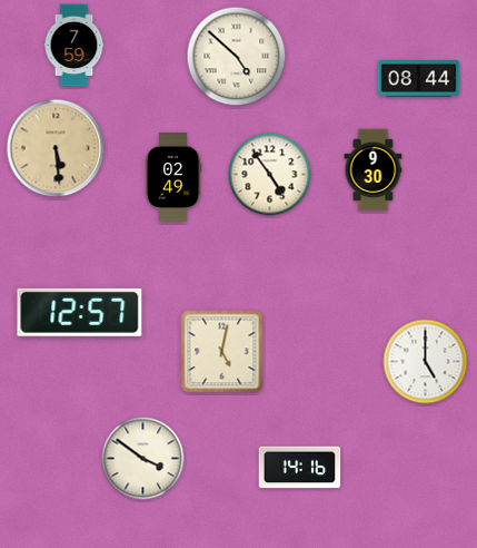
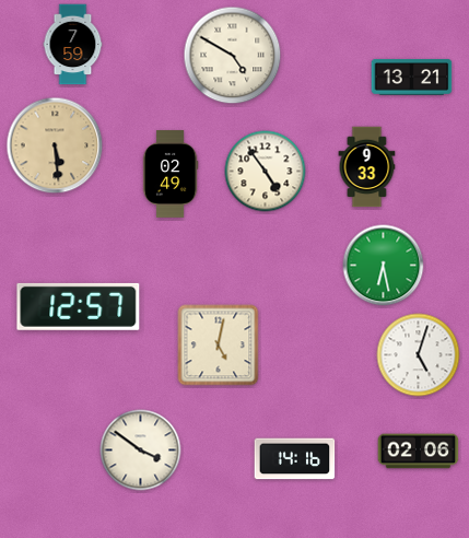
clock at (237, 57): 4:52 -> 4:50
clock at (419, 79): 08:44 -> 13:21
clock at (374, 170): 9:30 -> 9:33
clock at (384, 266): none -> 6:28
clock at (426, 362): 5:00 -> 5:03
clock at (419, 452): none -> 02:06
